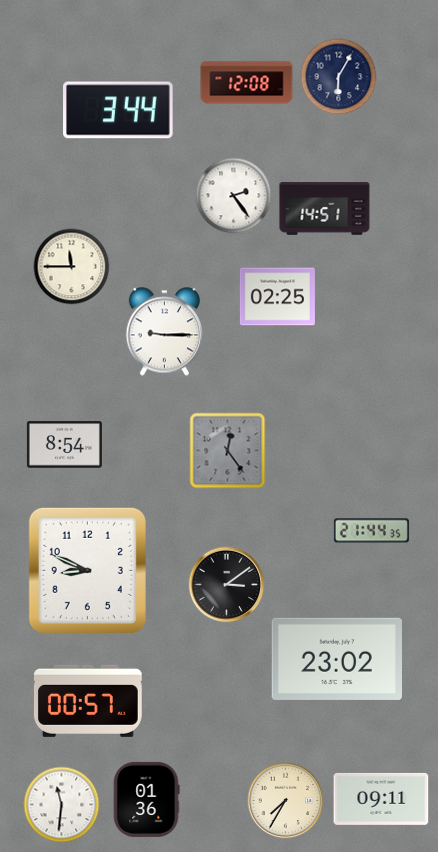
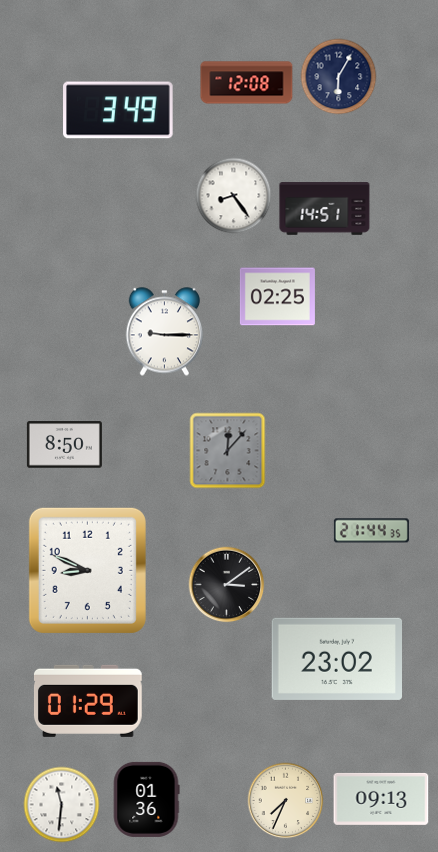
clock at (118, 110): 3:44 -> 3:49
clock at (234, 196): 2:24 -> 8:24
clock at (72, 267): 11:45 -> none
clock at (64, 445): 8:54 -> 8:50
clock at (228, 451): 12:24 -> 12:07
clock at (88, 701): 00:57 -> 01:29
clock at (381, 799): 09:11 -> 09:13
clock at (286, 801): 7:35 -> 7:34
